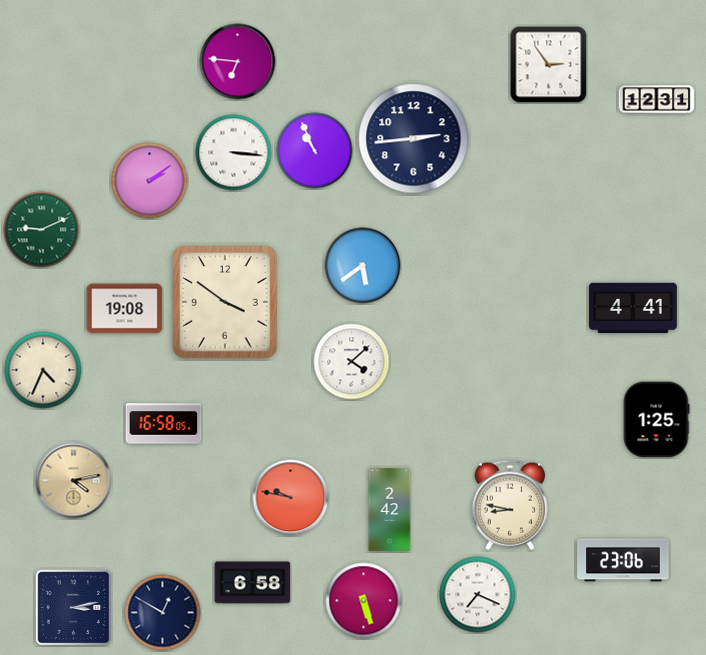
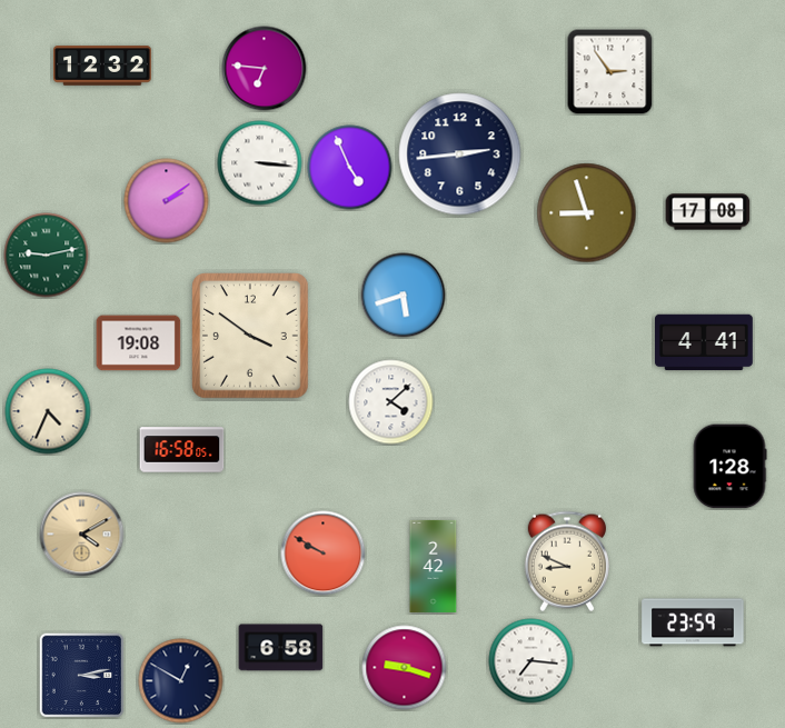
clock at (102, 66): none -> 12:32
clock at (657, 100): 12:31 -> none
clock at (315, 151): 10:56 -> 4:56
clock at (234, 153) position: (234, 153) -> (260, 163)
clock at (708, 212): none -> 17:08
clock at (587, 213): none -> 8:57
clock at (42, 230): 9:11 -> 9:13
clock at (363, 266): 5:39 -> 5:42
clock at (656, 420): 1:25 -> 1:28
clock at (164, 424) position: (164, 424) -> (182, 450)
clock at (74, 481): 4:13 -> 4:10
clock at (291, 498): 9:47 -> 9:50
clock at (510, 505): 8:47 -> 8:49
clock at (623, 560): 23:06 -> 23:59
clock at (478, 595): 7:19 -> 7:16
clock at (364, 601): 5:27 -> 9:18
